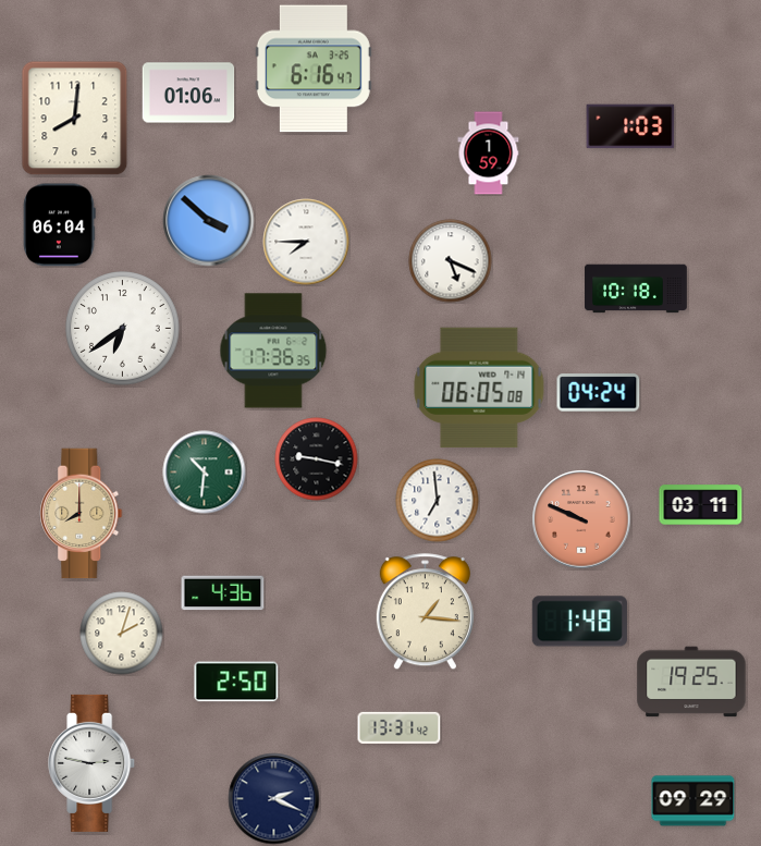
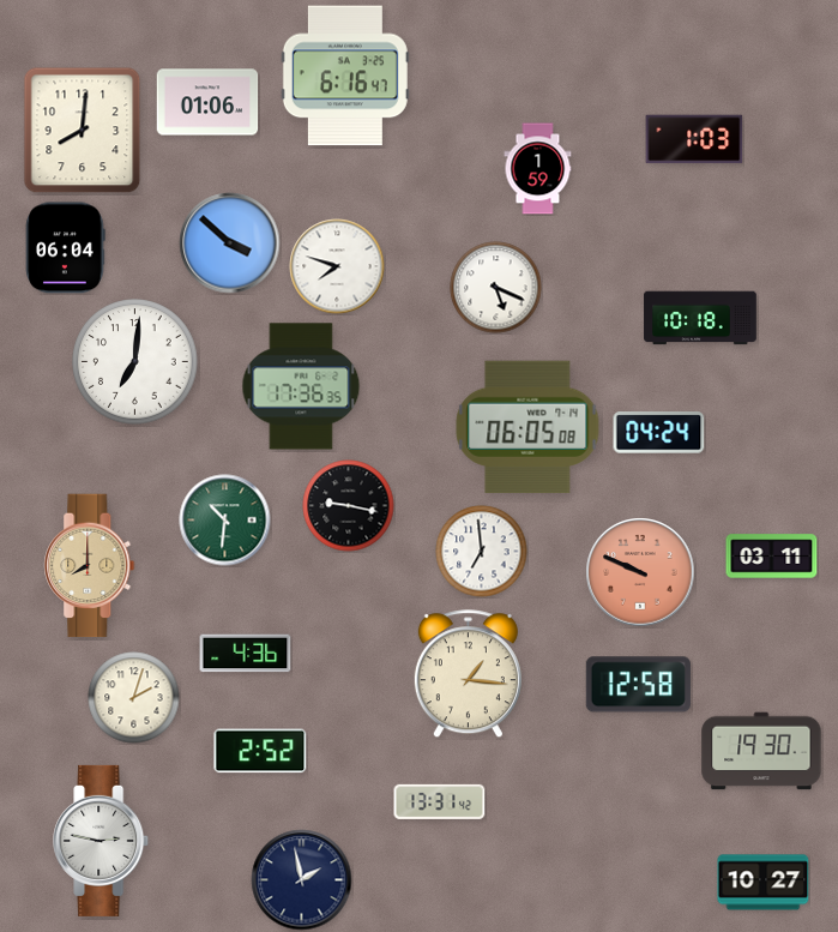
clock at (306, 242): 7:45 -> 7:48
clock at (123, 329): 6:39 -> 7:01
clock at (579, 622): 1:48 -> 12:58
clock at (236, 682): 2:50 -> 2:52
clock at (691, 682): 19:25 -> 19:30
clock at (274, 799): 2:19 -> 1:58
clock at (694, 801): 09:29 -> 10:27
